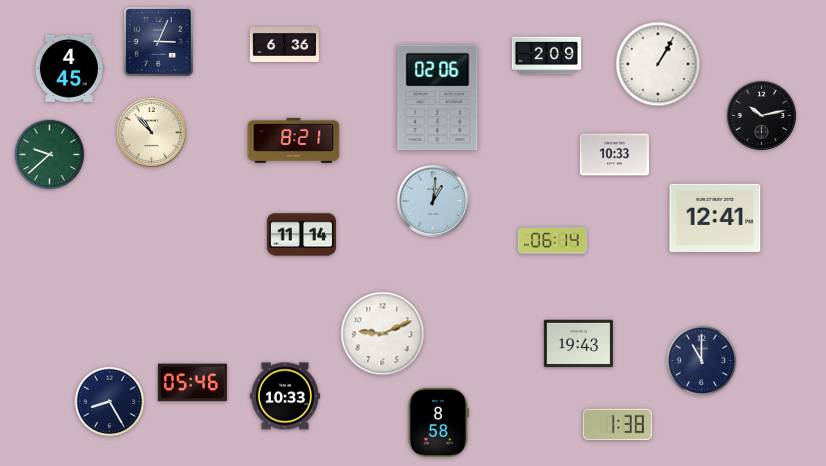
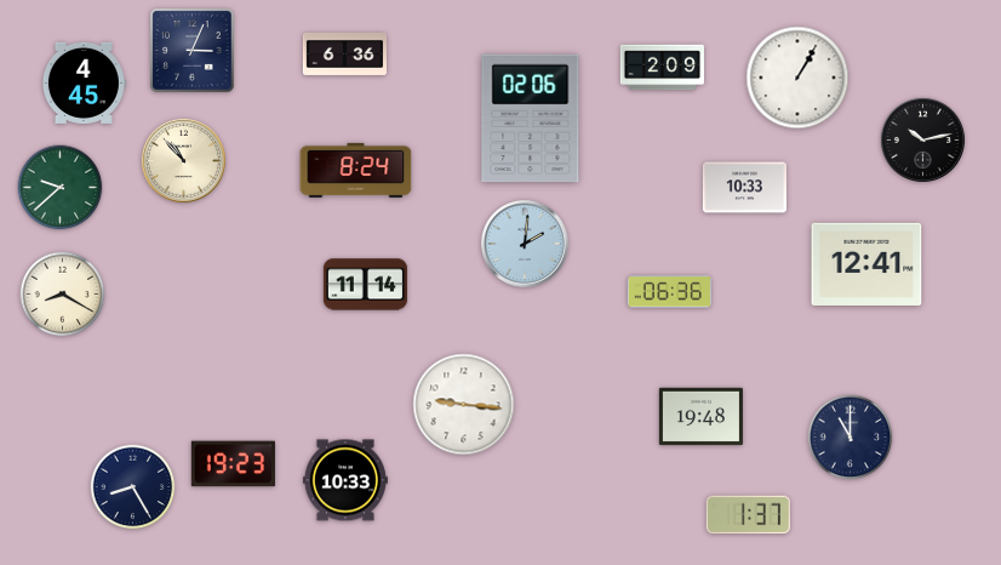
clock at (294, 140): 8:21 -> 8:24
clock at (433, 201): 1:01 -> 2:01
clock at (552, 241): 06:14 -> 06:36
clock at (63, 295): none -> 8:20
clock at (383, 334): 9:11 -> 9:16
clock at (578, 344): 19:43 -> 19:48
clock at (192, 383): 05:46 -> 19:23
clock at (438, 422): 8:58 -> none
clock at (617, 425): 1:38 -> 1:37
